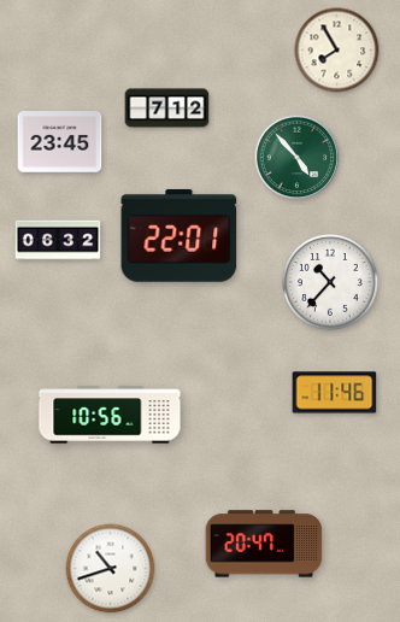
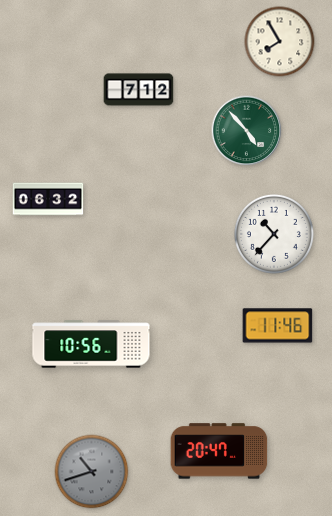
clock at (60, 142): 23:45 -> none
clock at (180, 235): 22:01 -> none
clock at (111, 569) dial: white -> grey
